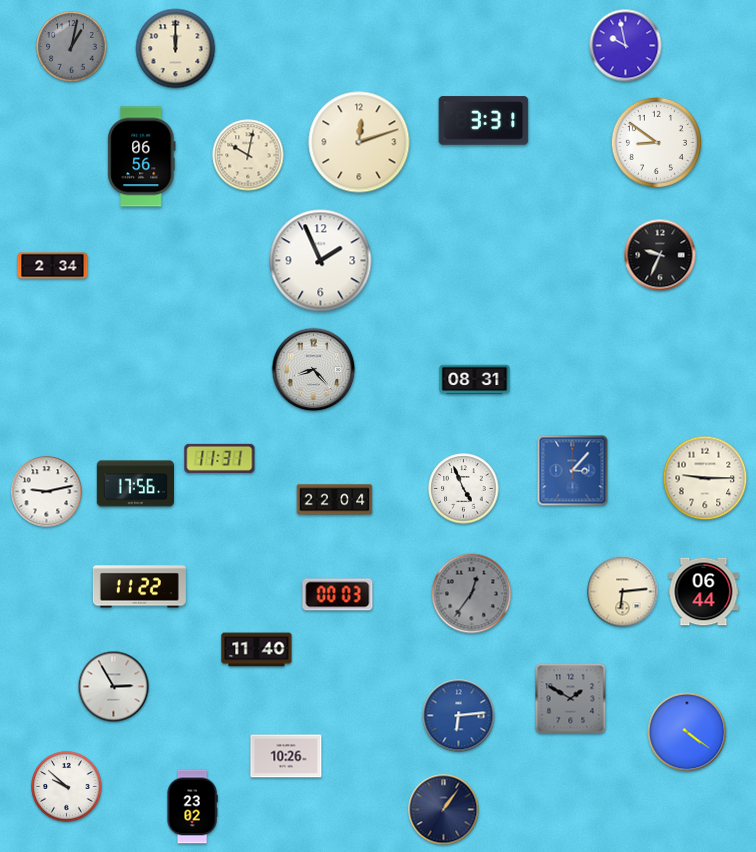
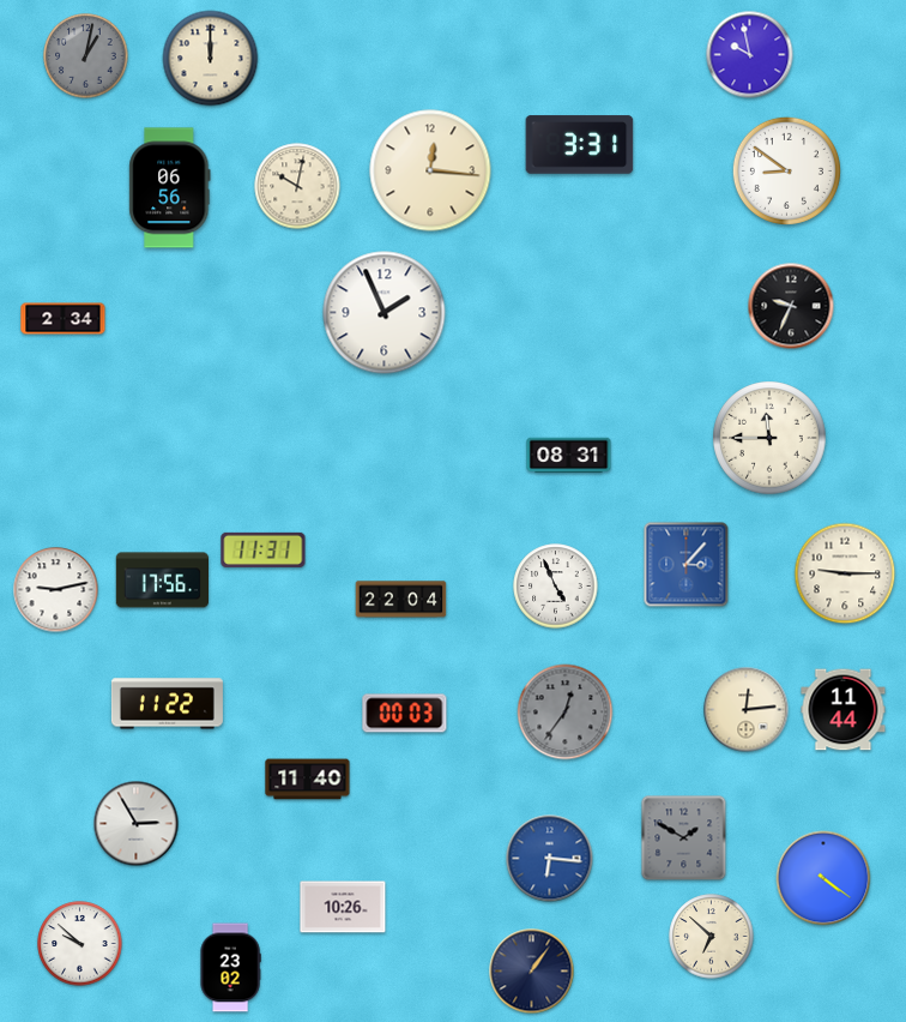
clock at (359, 142): 12:12 -> 12:16
clock at (769, 438): none -> 11:45
clock at (314, 370): 8:23 -> none
clock at (623, 592): 6:14 -> 12:14
clock at (704, 592): 06:44 -> 11:44
clock at (459, 716): 6:14 -> 6:16
clock at (712, 937): none -> 6:52
